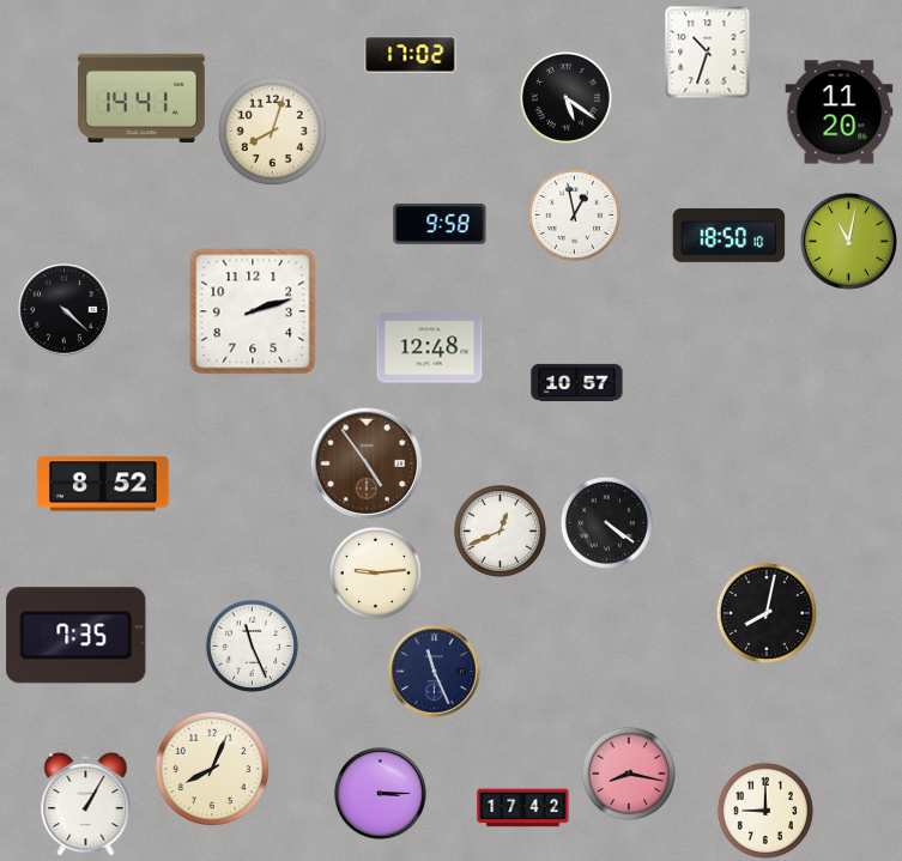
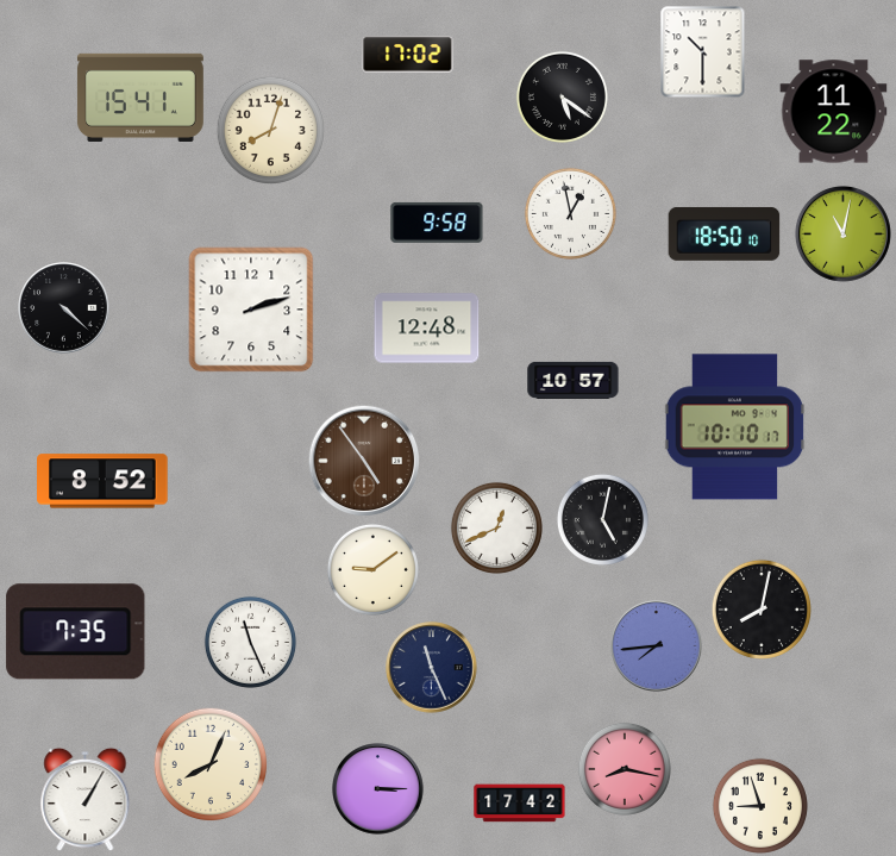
clock at (708, 51): 10:33 -> 10:30
clock at (141, 98): 14:41 -> 15:41
clock at (840, 113): 11:20 -> 11:22
clock at (848, 241) position: (848, 241) -> (842, 233)
clock at (430, 348) position: (430, 348) -> (427, 329)
clock at (735, 427): none -> 10:10
clock at (606, 522): 4:21 -> 5:02
clock at (375, 572): 9:14 -> 9:09
clock at (657, 646): none -> 7:44
clock at (765, 811): 9:00 -> 8:57
